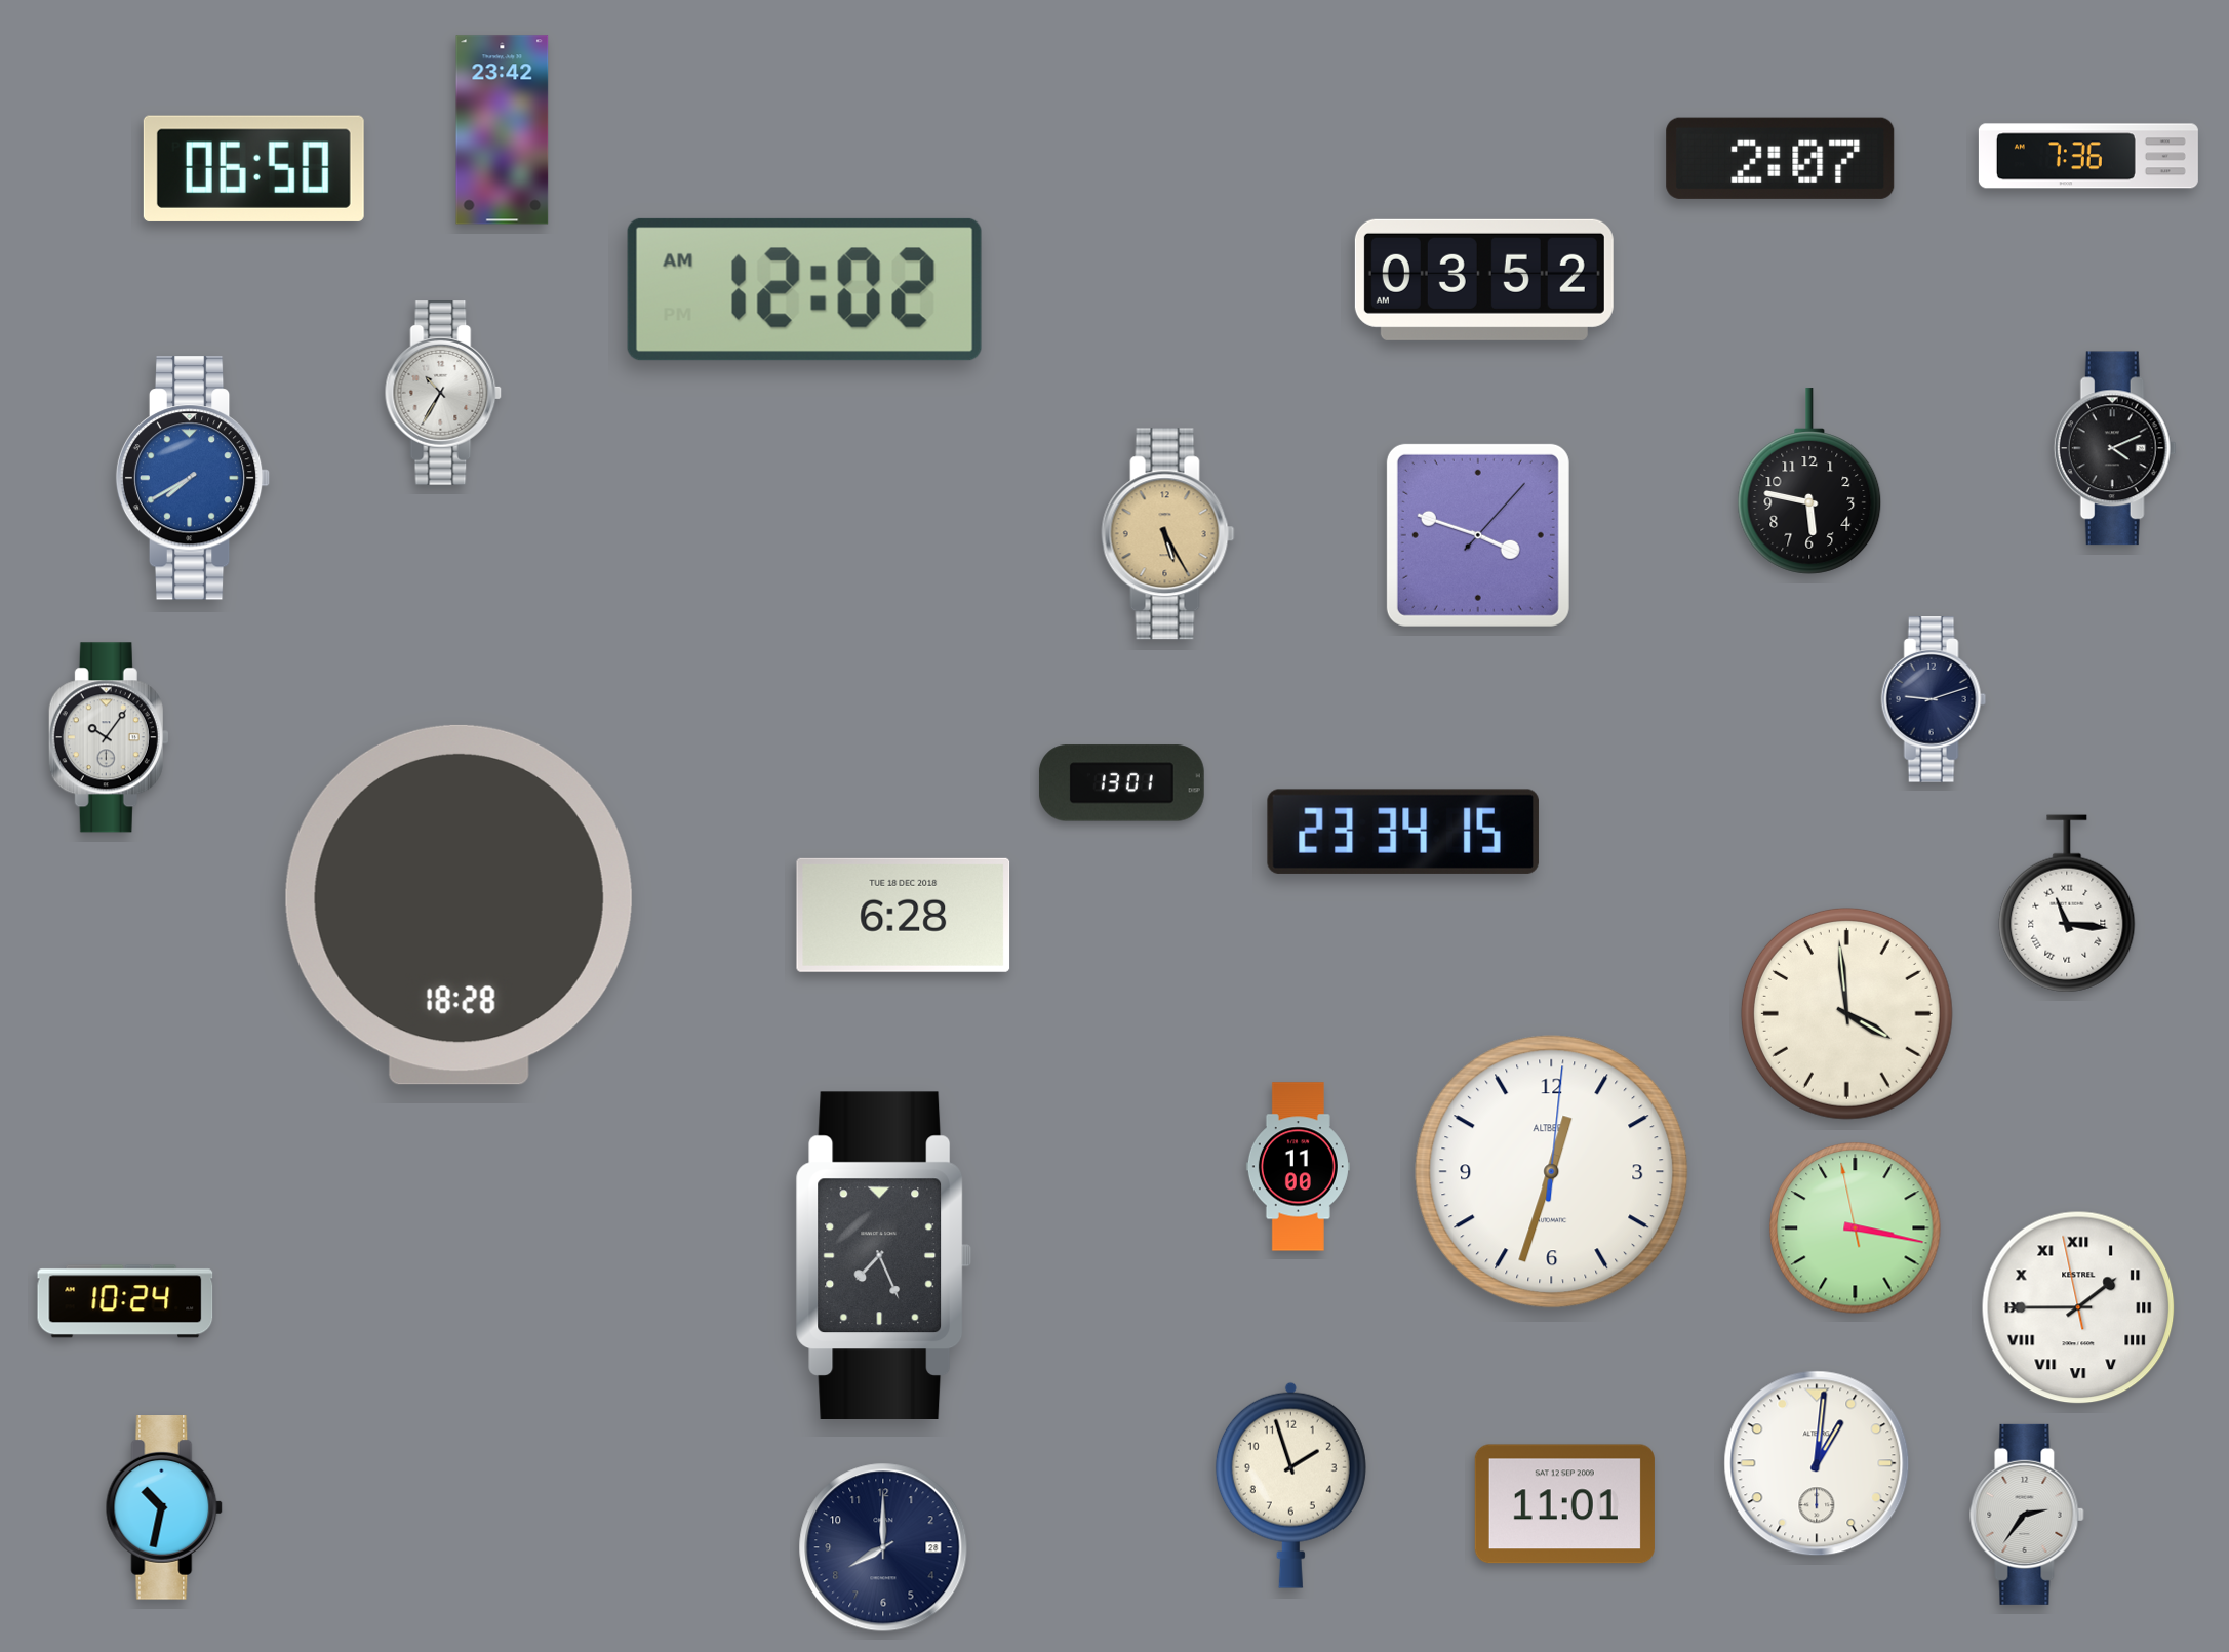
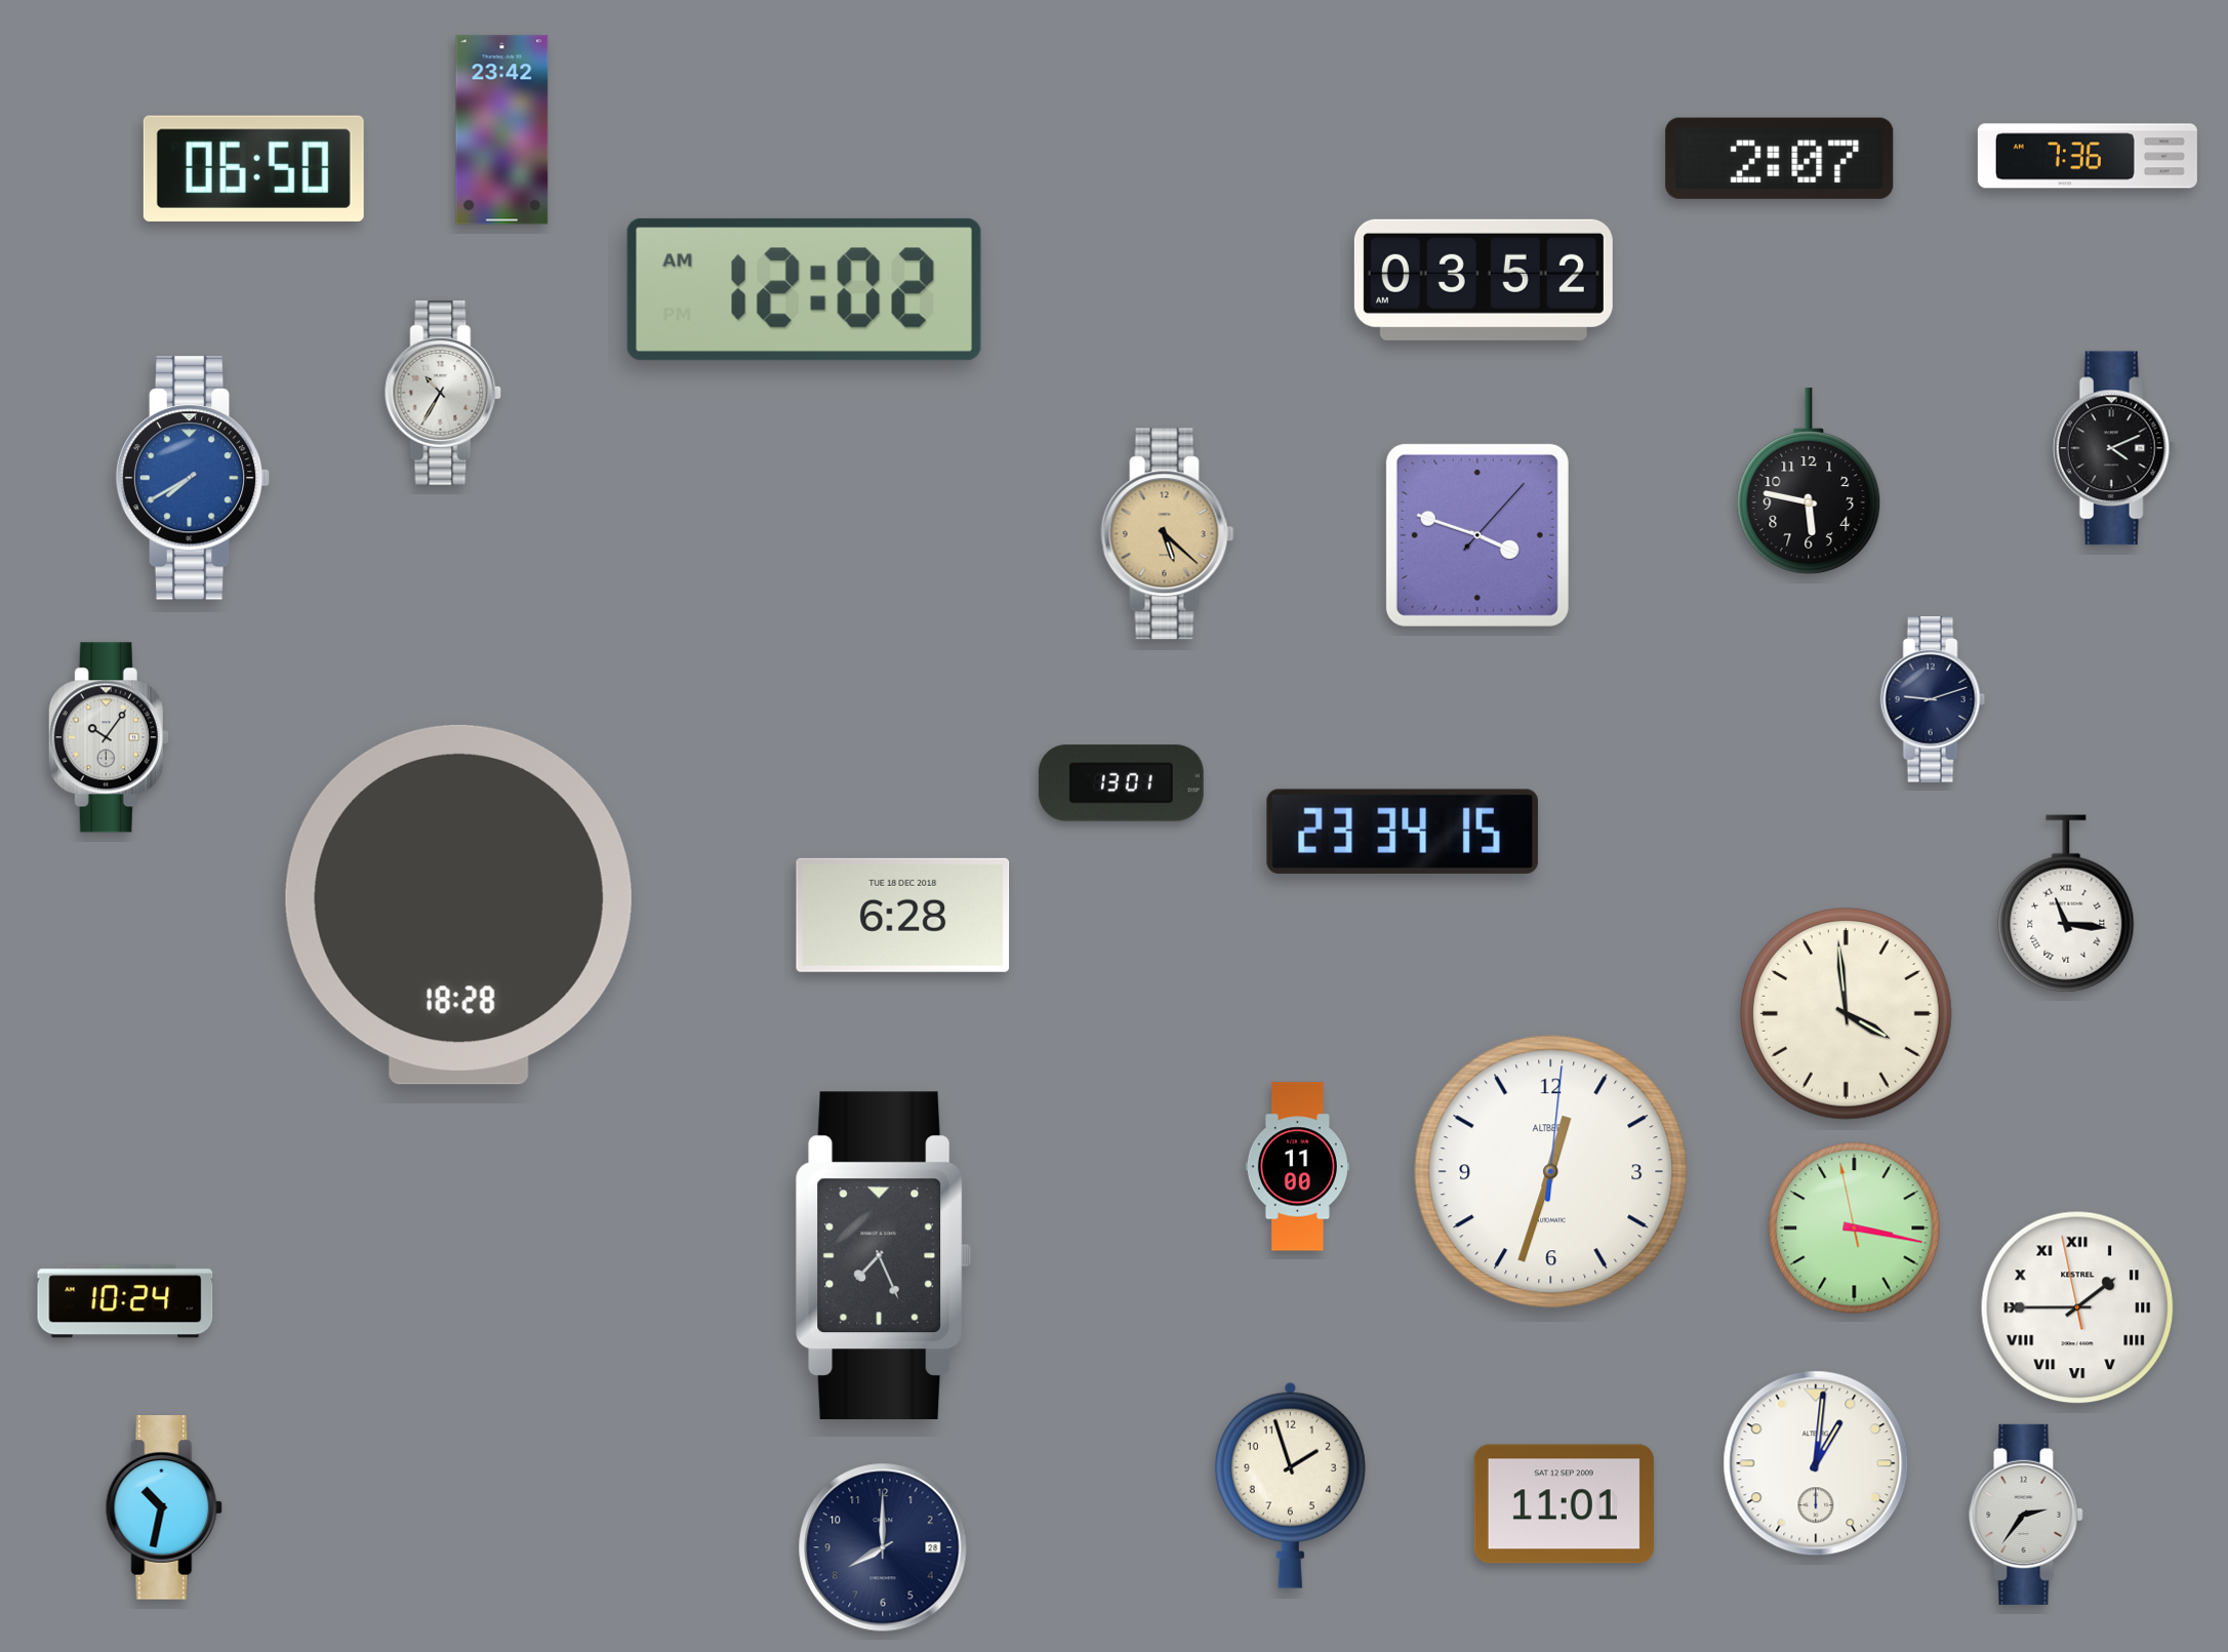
clock at (1168, 534): 5:25 -> 5:22
